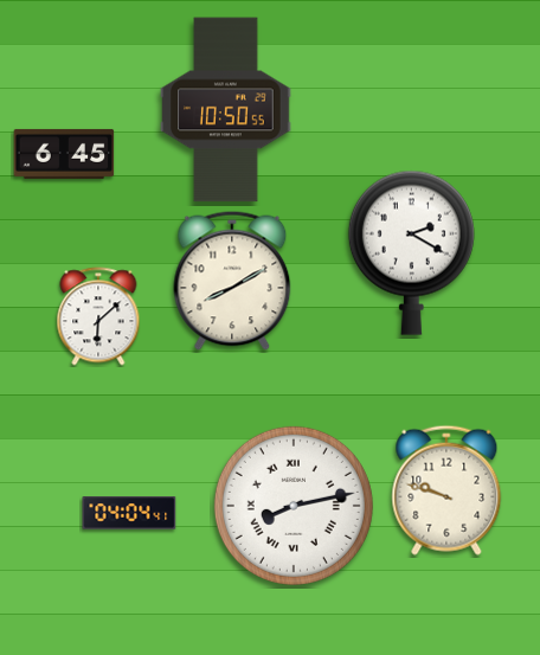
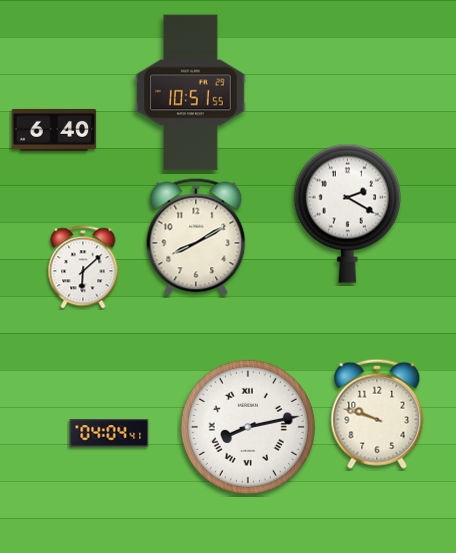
clock at (226, 110): 10:50 -> 10:51
clock at (64, 154): 6:45 -> 6:40
